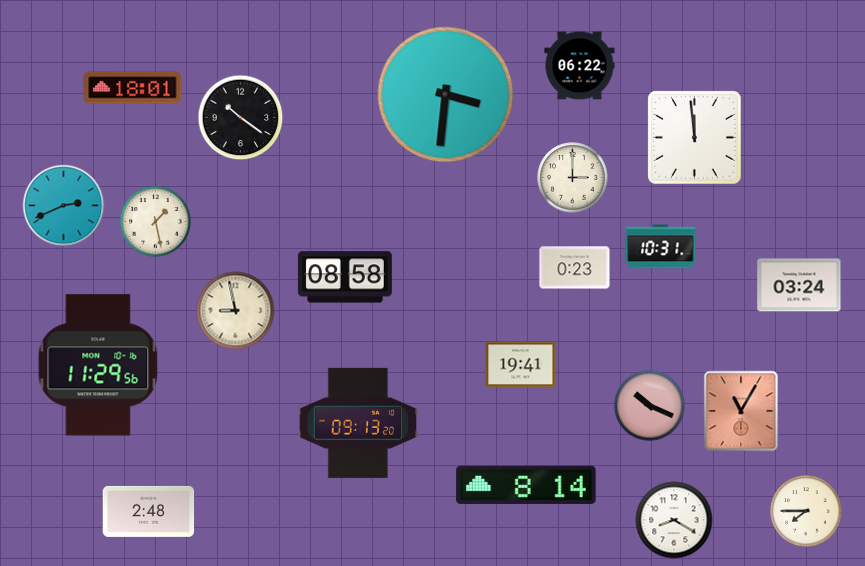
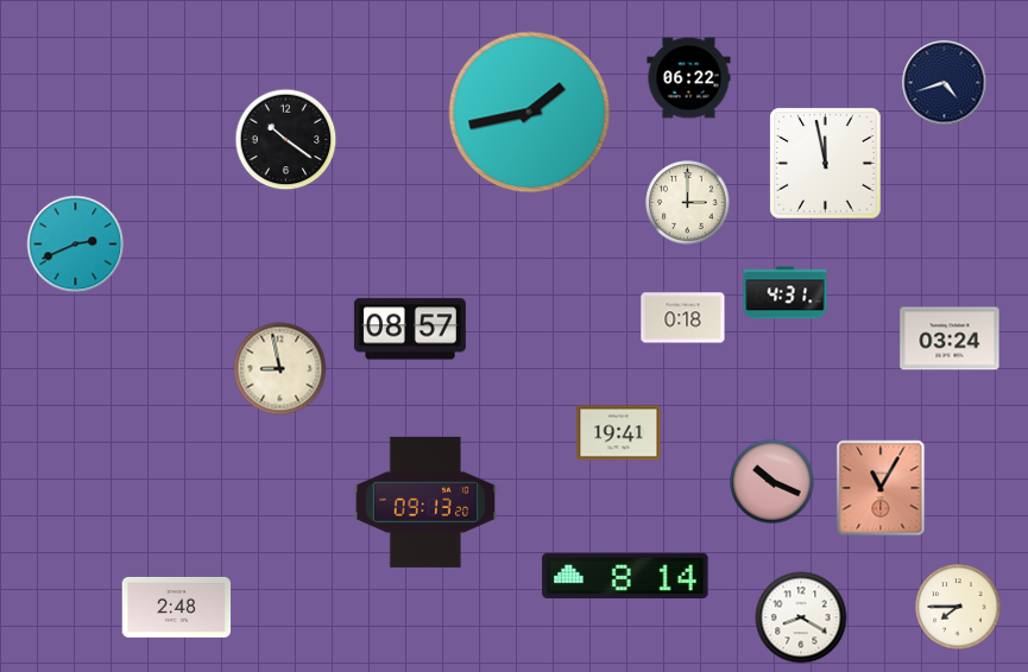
clock at (945, 83): none -> 4:42
clock at (133, 88): 18:01 -> none
clock at (446, 95): 3:31 -> 1:43
clock at (695, 138): 11:59 -> 11:58
clock at (573, 178) position: (573, 178) -> (688, 203)
clock at (156, 222): 1:28 -> none
clock at (661, 247): 10:31 -> 4:31
clock at (575, 268): 0:23 -> 0:18
clock at (345, 277): 08:58 -> 08:57
clock at (98, 365): 11:29 -> none
